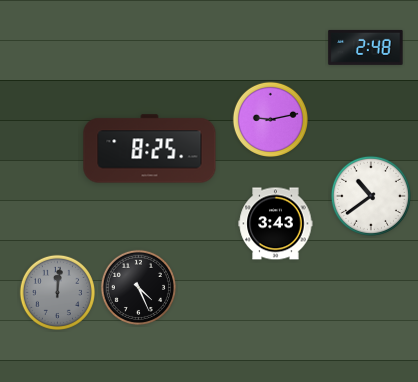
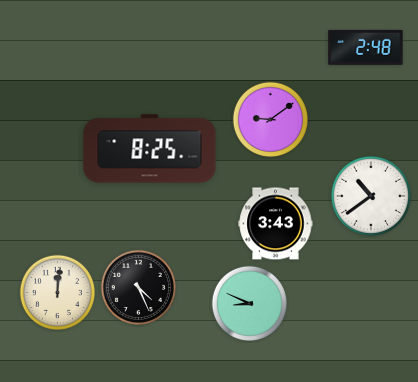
clock at (270, 119): 9:13 -> 9:09
clock at (57, 292) dial: grey -> cream
clock at (249, 303): none -> 8:49
